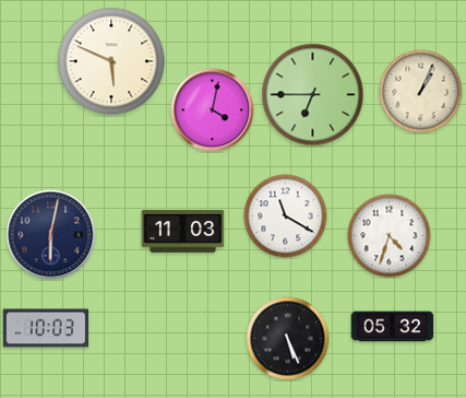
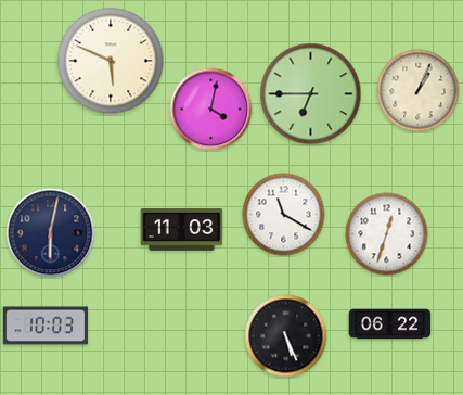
clock at (390, 236): 4:33 -> 12:33
clock at (393, 327): 05:32 -> 06:22
